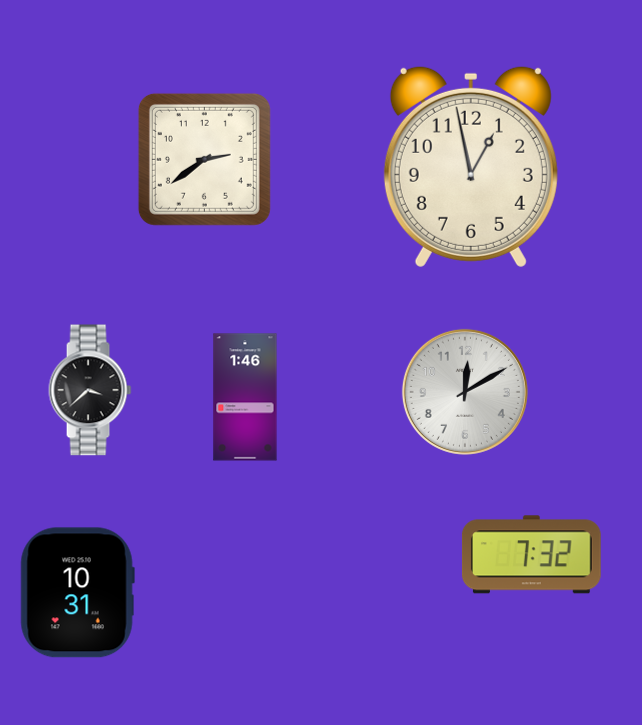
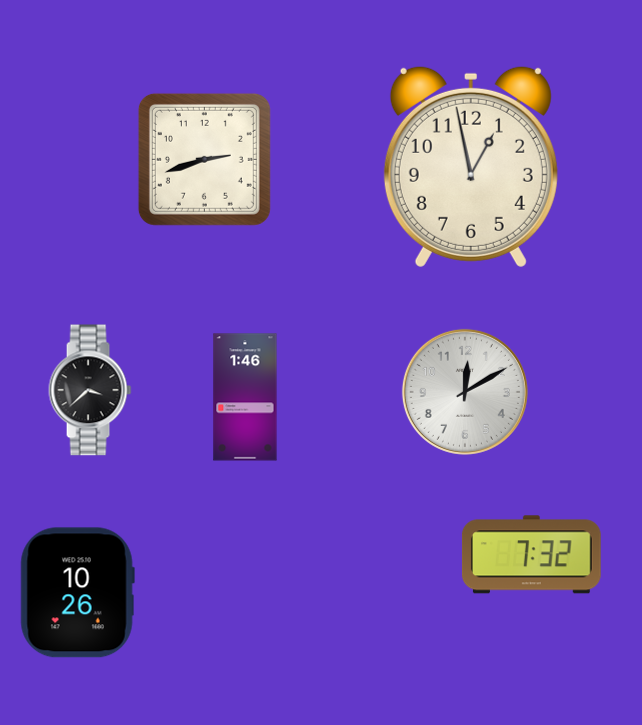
clock at (204, 159): 2:39 -> 2:42
clock at (77, 593): 10:31 -> 10:26
